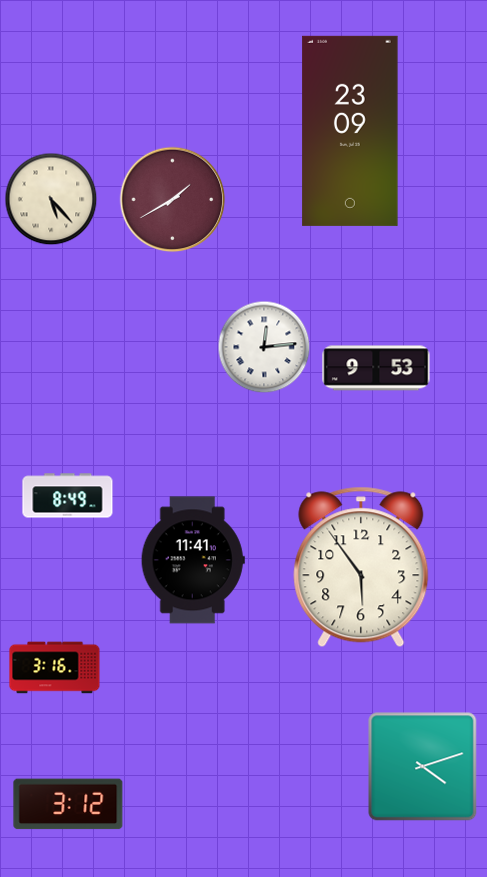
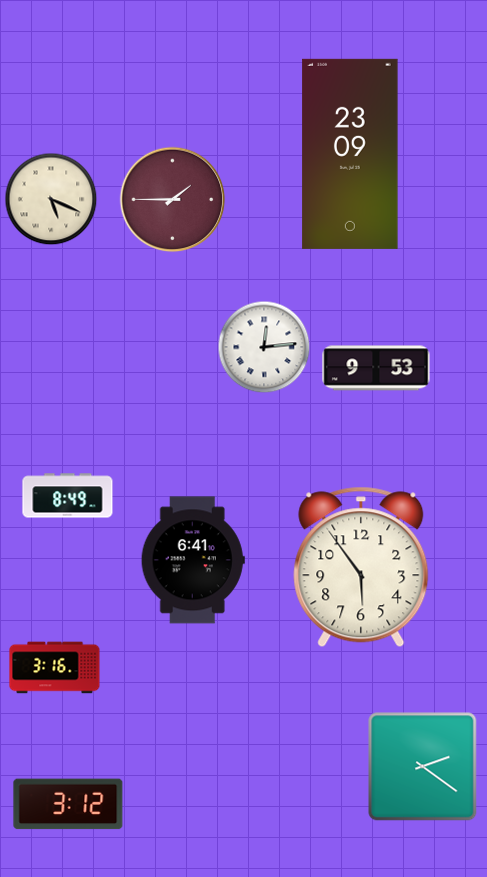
clock at (350, 131) position: (350, 131) -> (350, 154)
clock at (51, 199): 5:23 -> 5:19
clock at (173, 200): 1:40 -> 1:45
clock at (193, 560): 11:41 -> 6:41
clock at (423, 767): 4:12 -> 2:21
